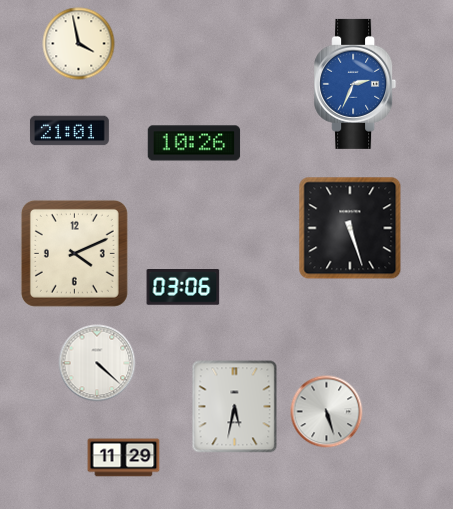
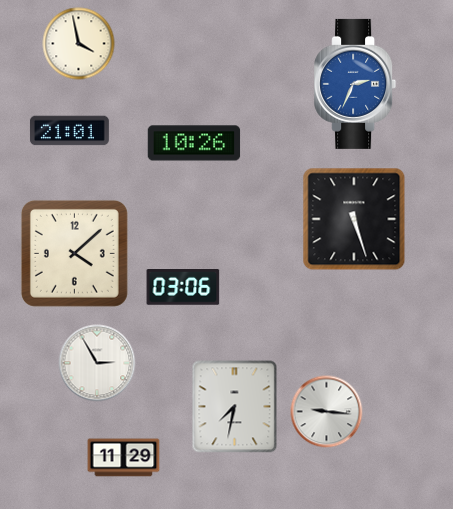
clock at (350, 228) position: (350, 228) -> (354, 219)
clock at (74, 253): 4:11 -> 4:08
clock at (97, 363): 4:22 -> 2:55
clock at (235, 407): 5:32 -> 7:32
clock at (327, 412): 5:27 -> 9:16
